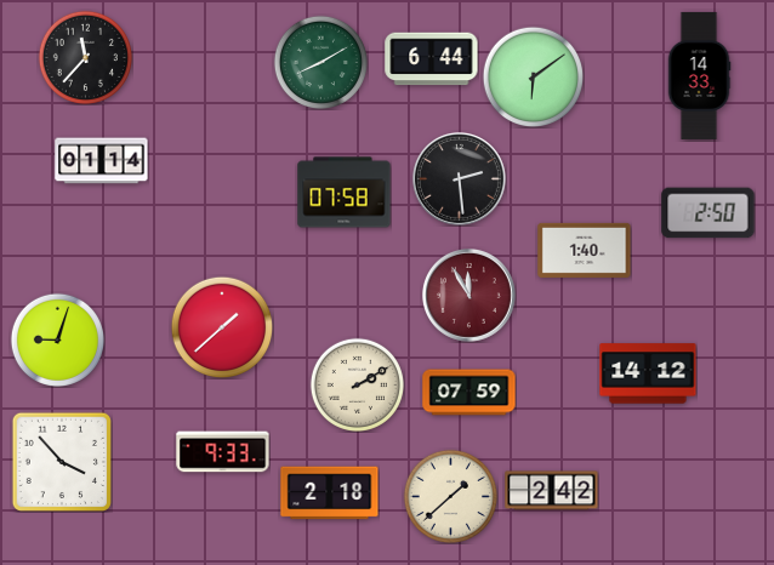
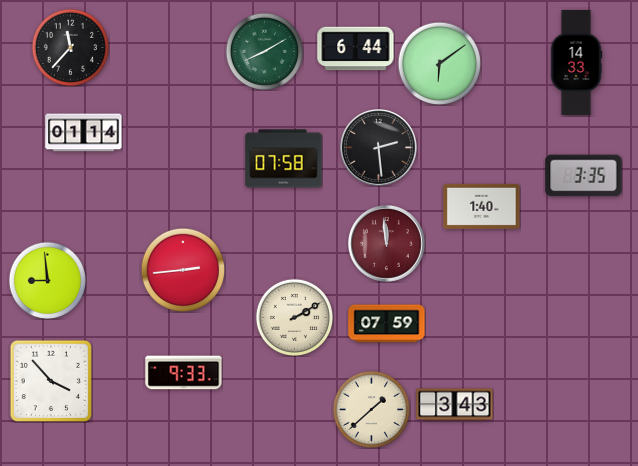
clock at (708, 213): 2:50 -> 3:35
clock at (469, 296): 11:55 -> 11:59
clock at (222, 327): 1:38 -> 2:44
clock at (57, 339): 9:03 -> 8:59
clock at (648, 373): 14:12 -> none
clock at (552, 491): 2:42 -> 3:43
clock at (330, 493): 2:18 -> none
